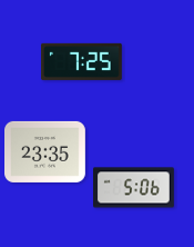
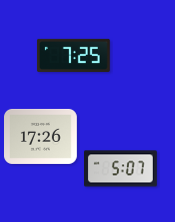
clock at (45, 151): 23:35 -> 17:26
clock at (134, 188): 5:06 -> 5:07
